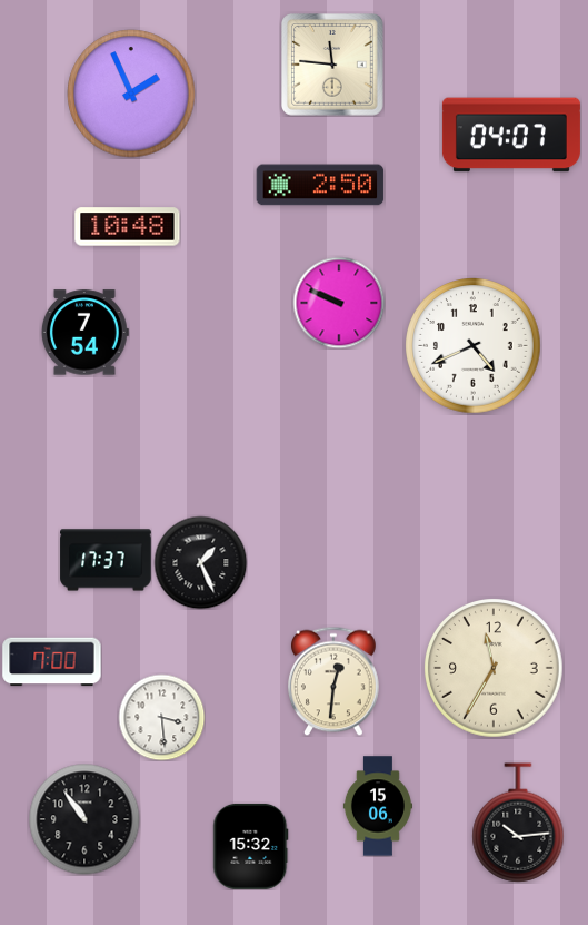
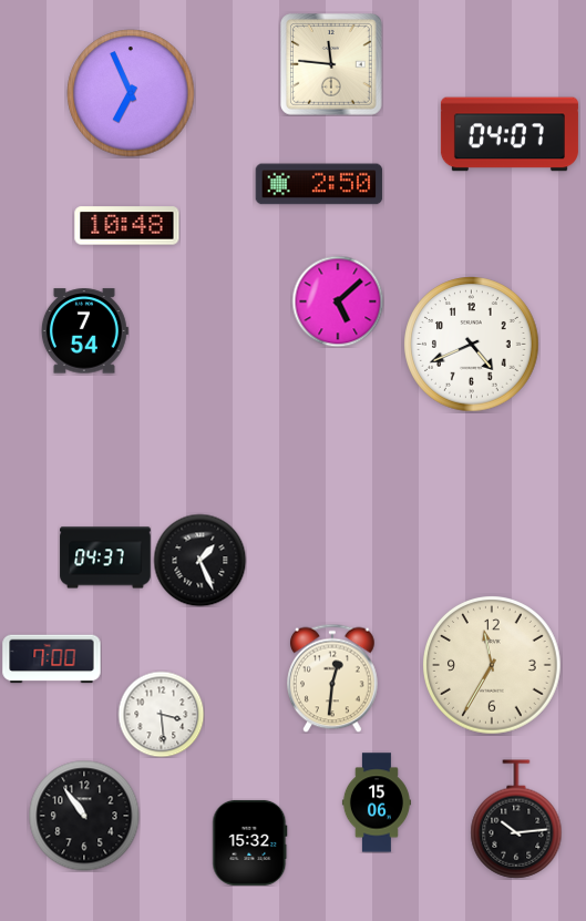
clock at (131, 94): 1:56 -> 6:56
clock at (339, 303): 9:49 -> 5:08
clock at (106, 560): 17:37 -> 04:37
